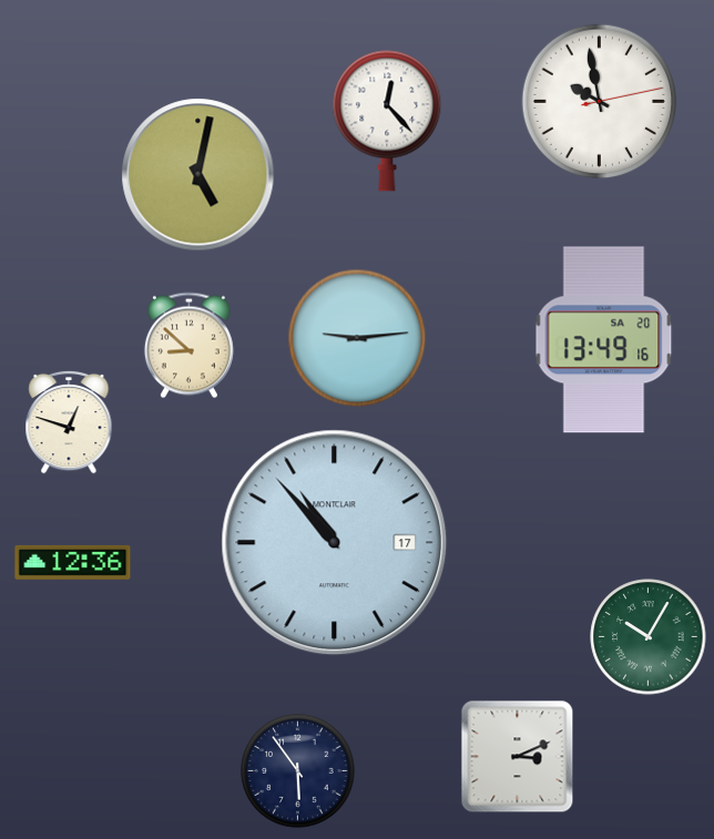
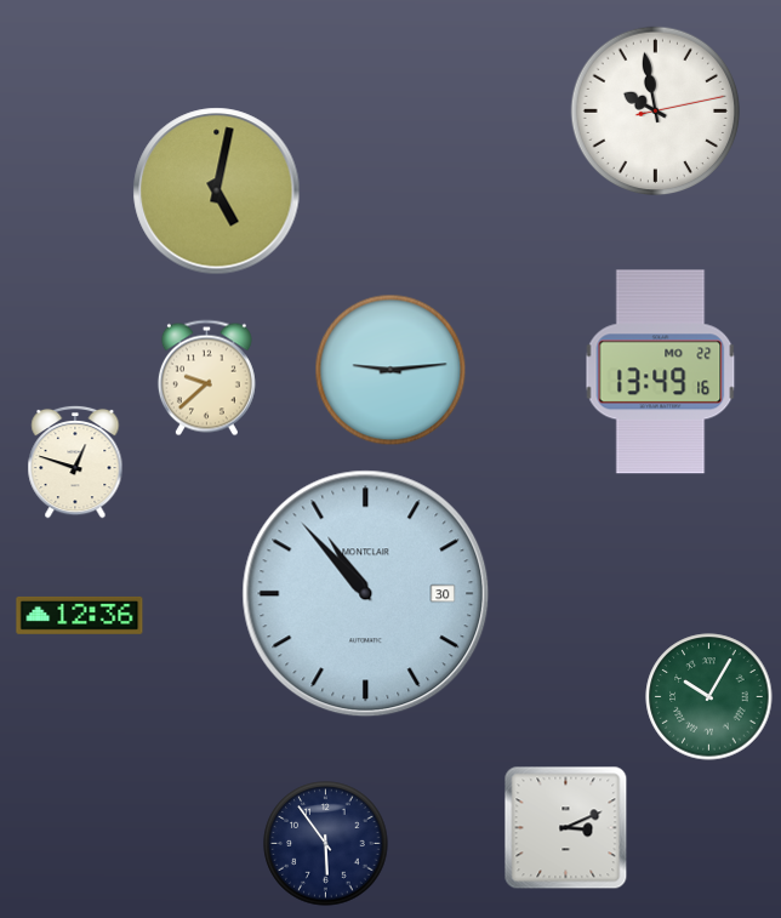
clock at (387, 121): 12:23 -> none
clock at (604, 340) date: SA 20 -> MO 22
clock at (188, 346): 8:52 -> 9:38
clock at (335, 543) date: 17 -> 30
